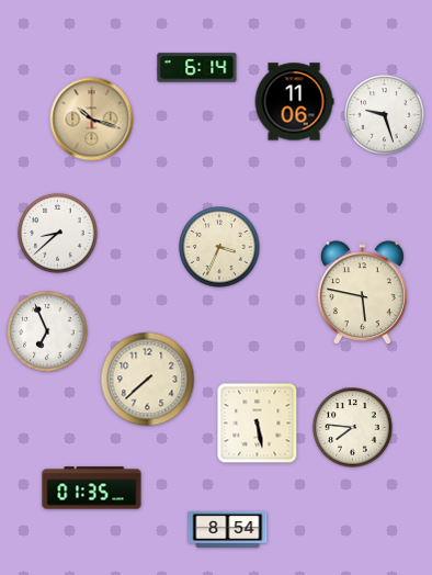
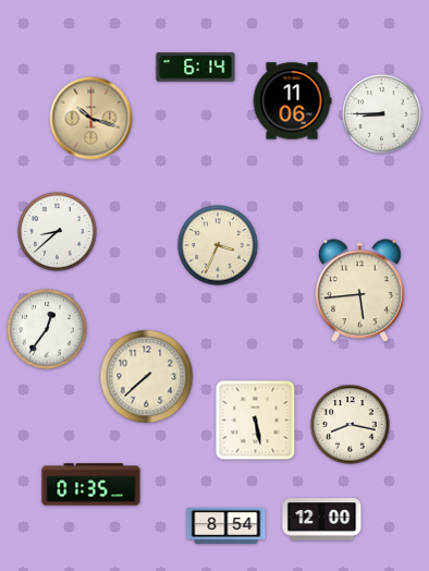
clock at (385, 115): 9:27 -> 8:45
clock at (362, 293): 5:47 -> 5:44
clock at (47, 331): 6:56 -> 12:36
clock at (353, 428): 7:46 -> 8:17
clock at (322, 520): none -> 12:00
